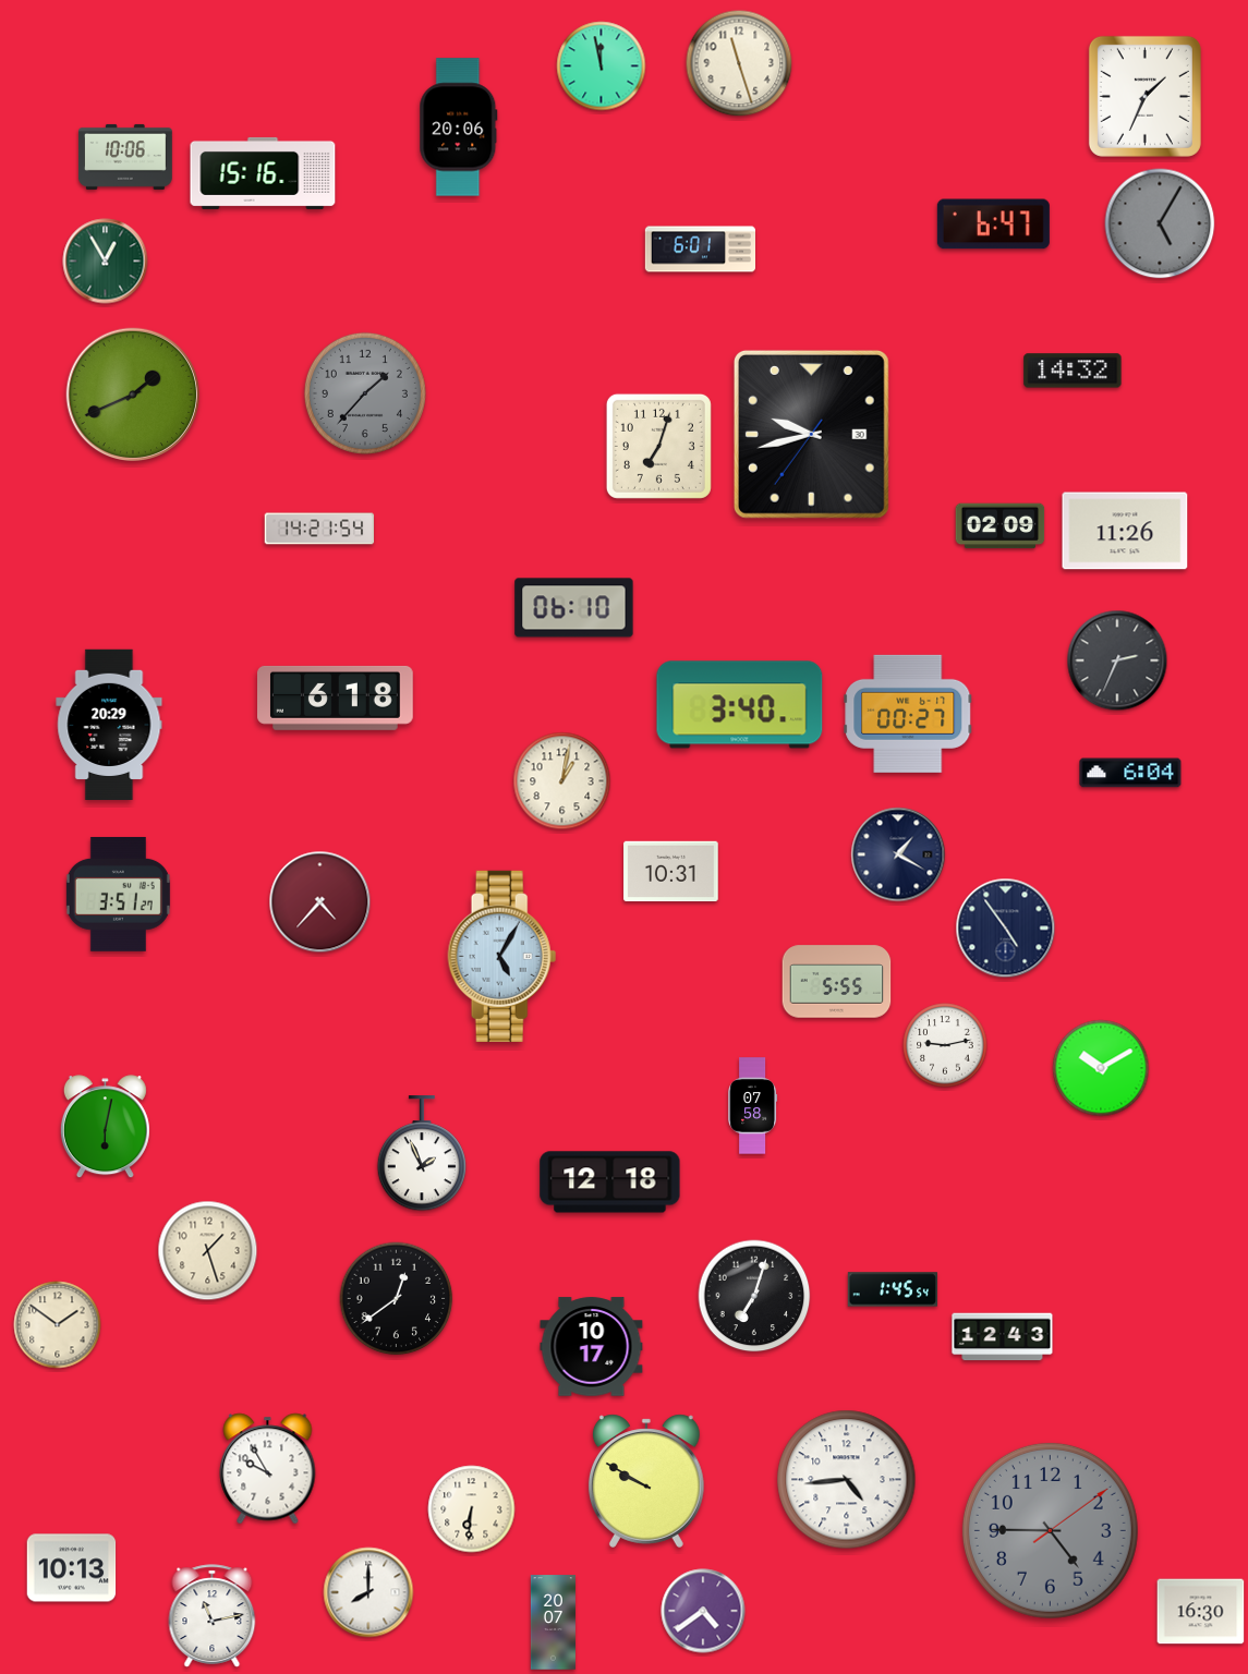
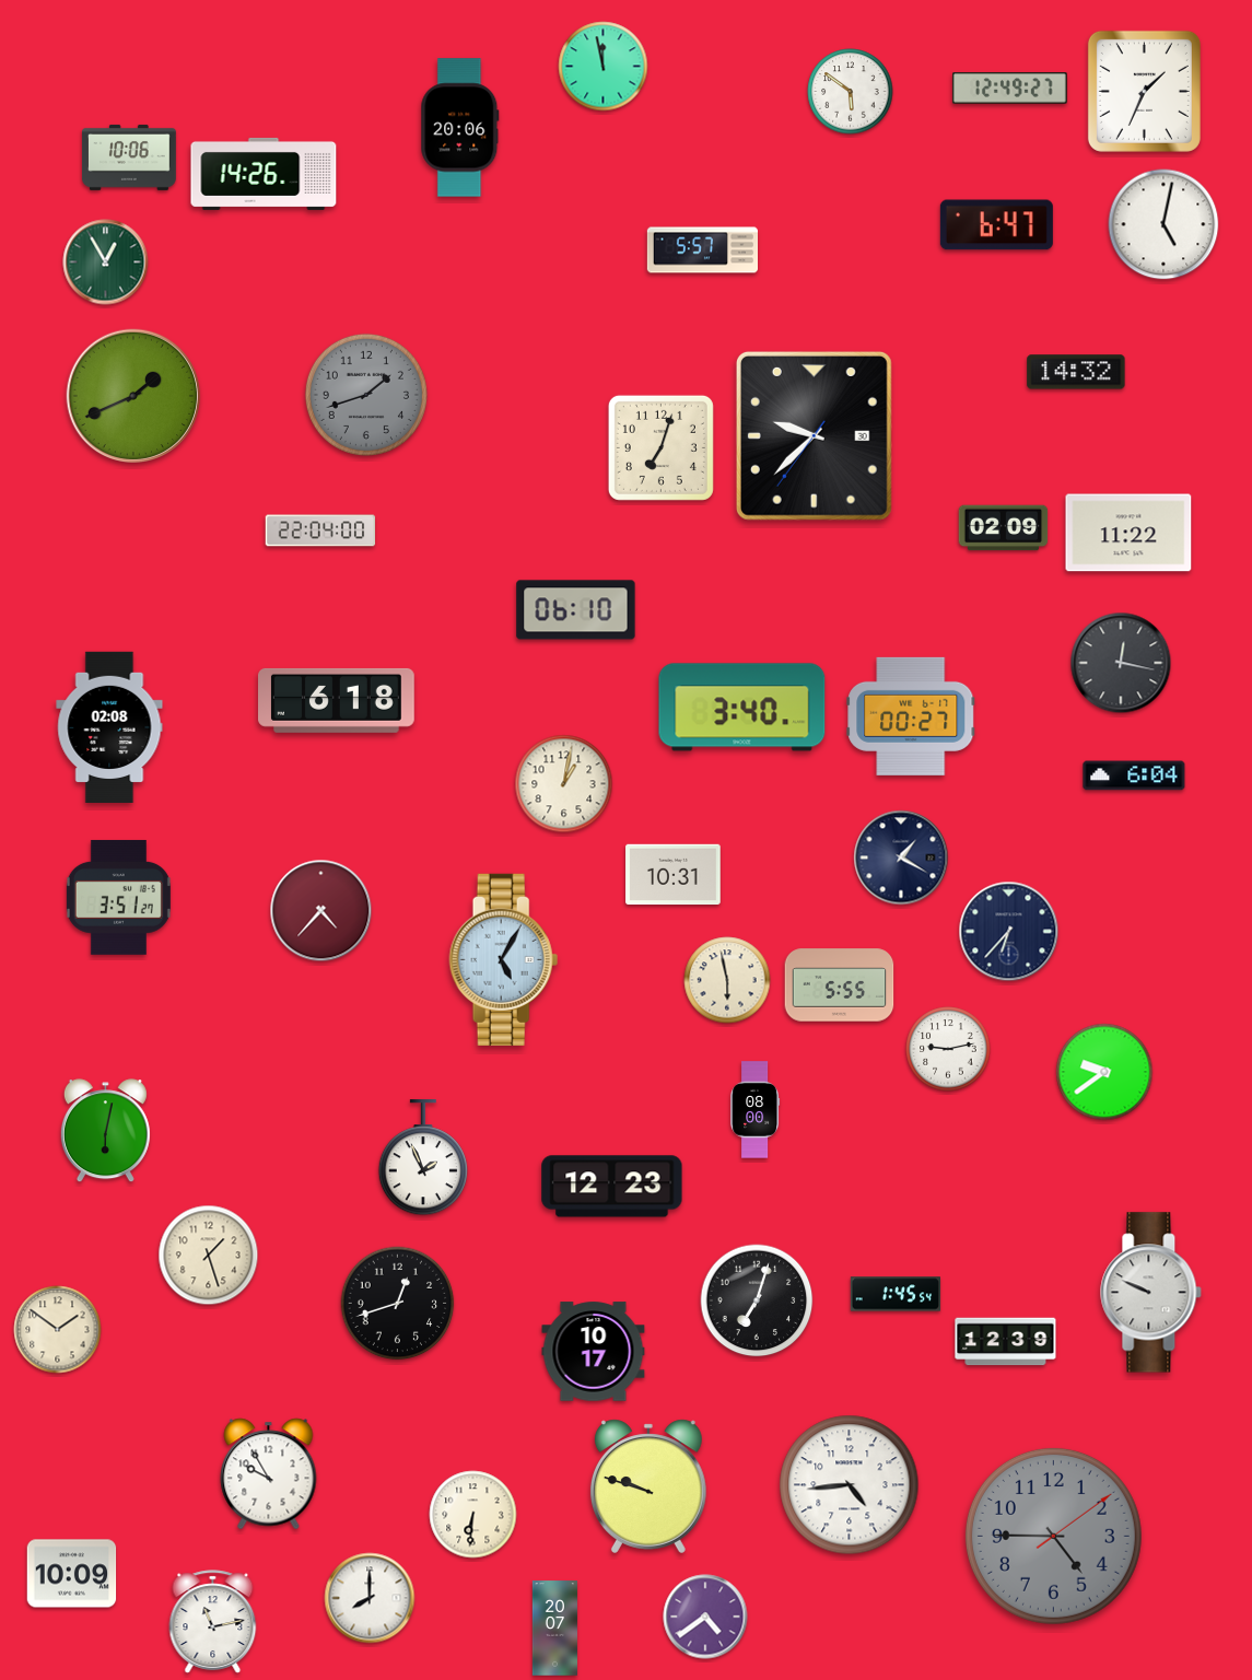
clock at (739, 63): 11:27 -> none
clock at (1009, 89): none -> 12:49
clock at (851, 92): none -> 5:51
clock at (1144, 96) position: (1144, 96) -> (1144, 91)
clock at (126, 157) position: (126, 157) -> (130, 157)
clock at (263, 173): 15:16 -> 14:26
clock at (1160, 223): 5:05 -> 5:02
clock at (1160, 223) dial: grey -> white
clock at (701, 250): 6:01 -> 5:57
clock at (365, 393): 1:37 -> 1:42
clock at (811, 434): 9:42 -> 9:37
clock at (319, 529): 14:21 -> 22:04
clock at (1125, 531): 11:26 -> 11:22
clock at (1117, 660): 2:34 -> 12:17
clock at (109, 724): 20:29 -> 02:08
clock at (320, 902) position: (320, 902) -> (321, 911)
clock at (1006, 929): 4:54 -> 6:37
clock at (727, 980): none -> 5:58
clock at (1101, 1068): 10:10 -> 9:39
clock at (753, 1106): 07:58 -> 08:00
clock at (610, 1182): 12:18 -> 12:23
clock at (1151, 1293): none -> 9:49
clock at (397, 1299): 12:39 -> 12:42
clock at (1003, 1337): 12:43 -> 12:39
clock at (646, 1481): 9:50 -> 9:48
clock at (72, 1568): 10:13 -> 10:09
clock at (1201, 1612): 16:30 -> none
